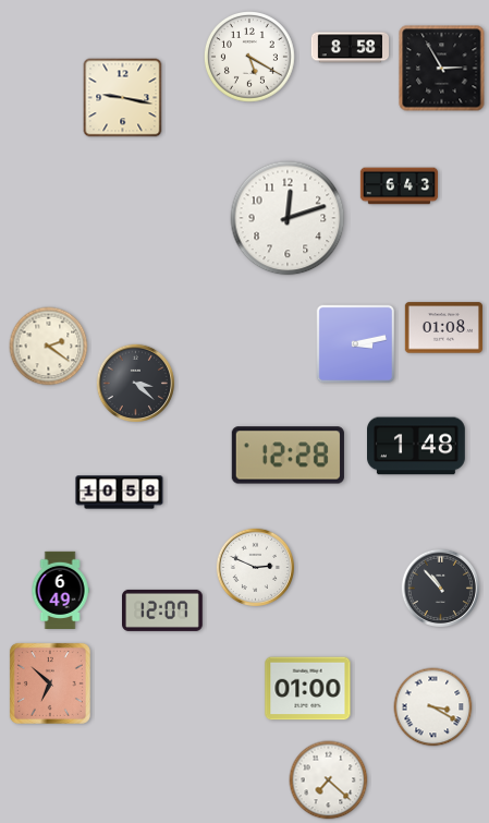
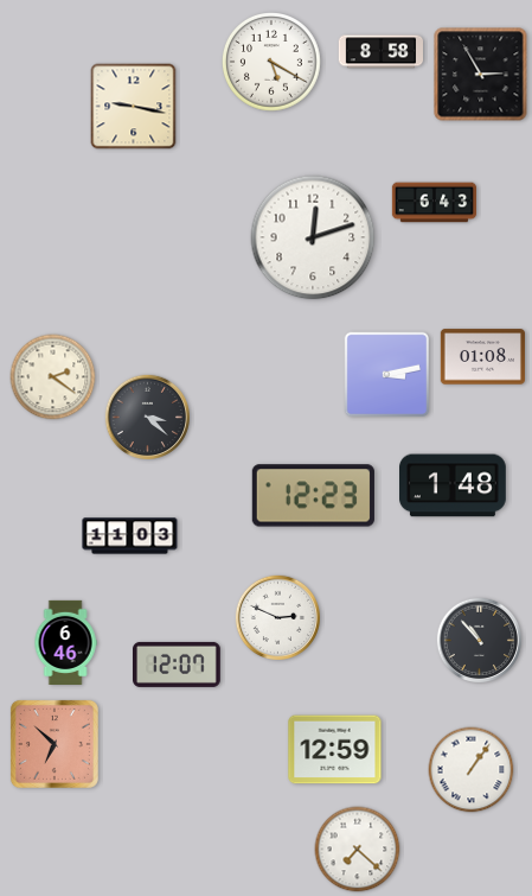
clock at (288, 456): 12:28 -> 12:23
clock at (120, 493): 10:58 -> 11:03
clock at (60, 590): 6:49 -> 6:46
clock at (308, 689): 01:00 -> 12:59
clock at (433, 707): 3:20 -> 1:06
